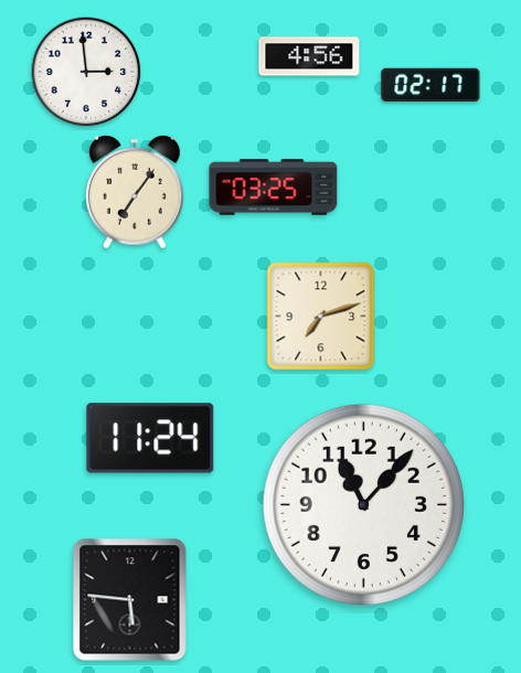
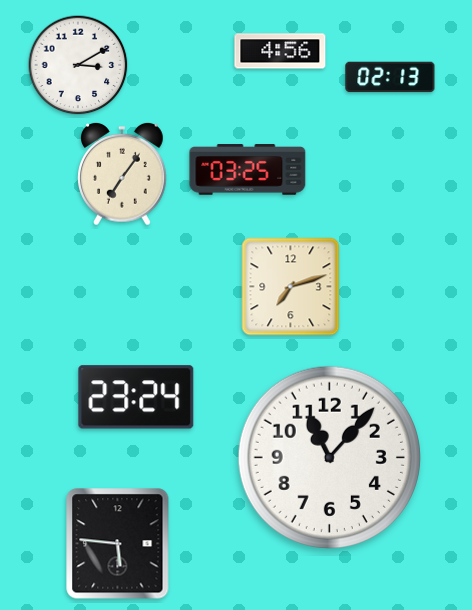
clock at (86, 72): 2:59 -> 3:10
clock at (430, 85): 02:17 -> 02:13
clock at (150, 438): 11:24 -> 23:24
